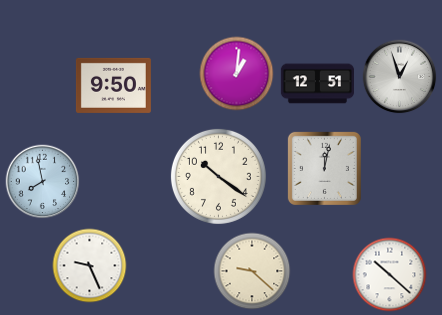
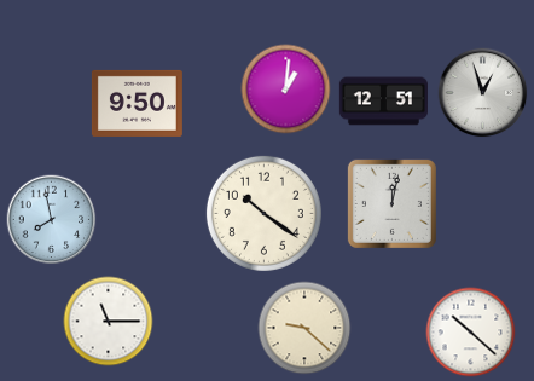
clock at (90, 266): 9:26 -> 11:15
